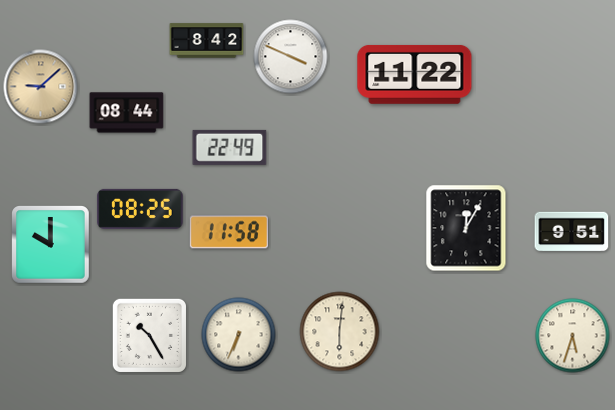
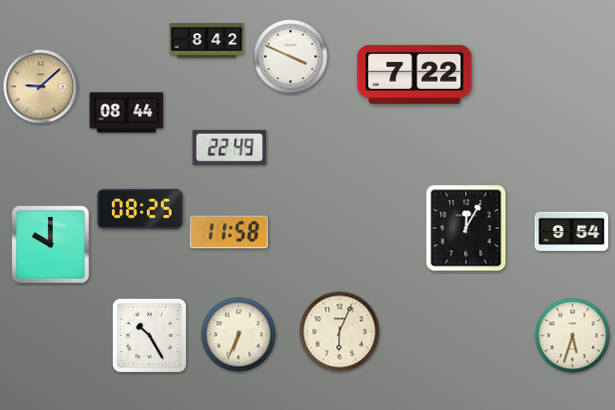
clock at (415, 74): 11:22 -> 7:22
clock at (572, 232): 9:51 -> 9:54
clock at (340, 332): 6:01 -> 6:04
